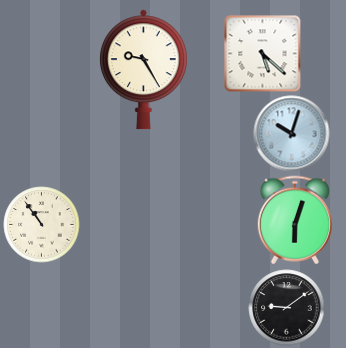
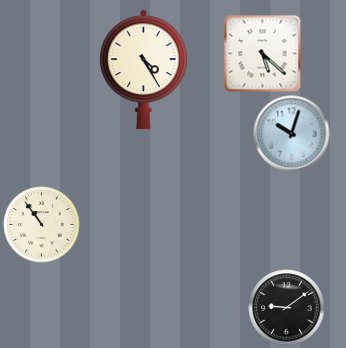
clock at (143, 70): 9:25 -> 4:25
clock at (295, 220): 6:03 -> none
